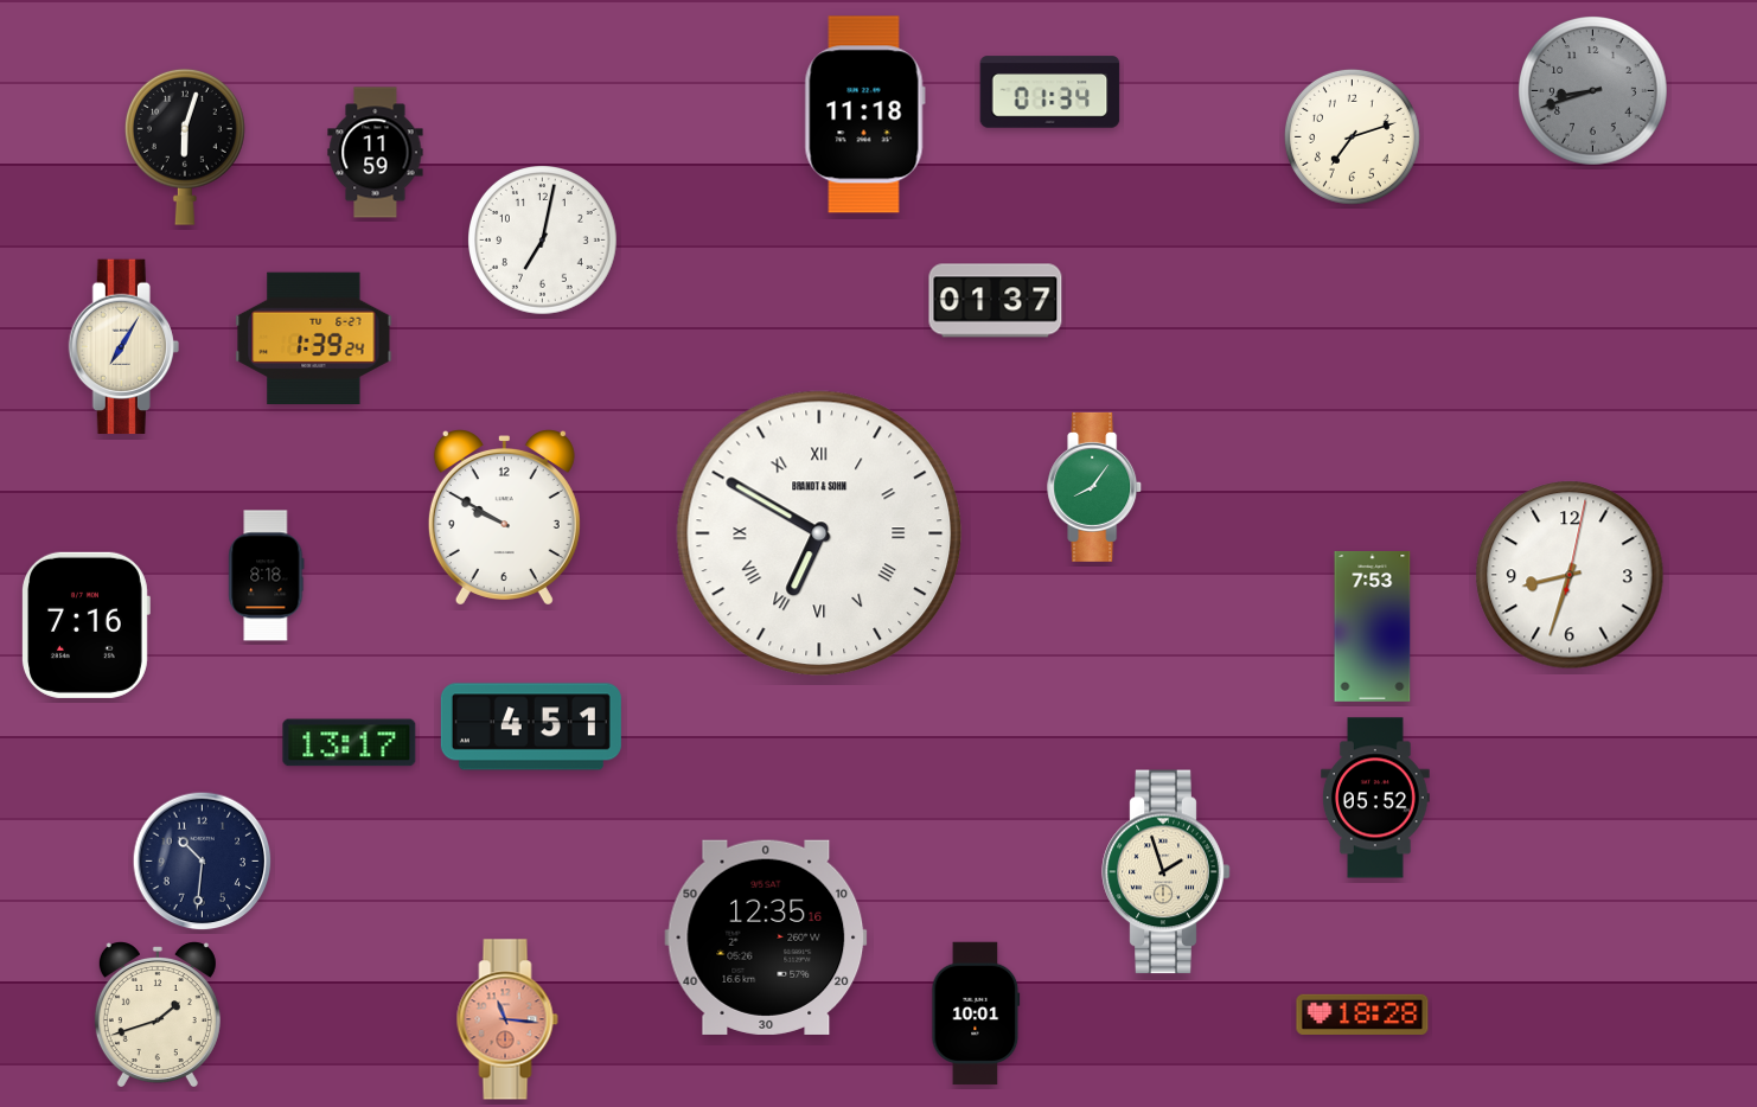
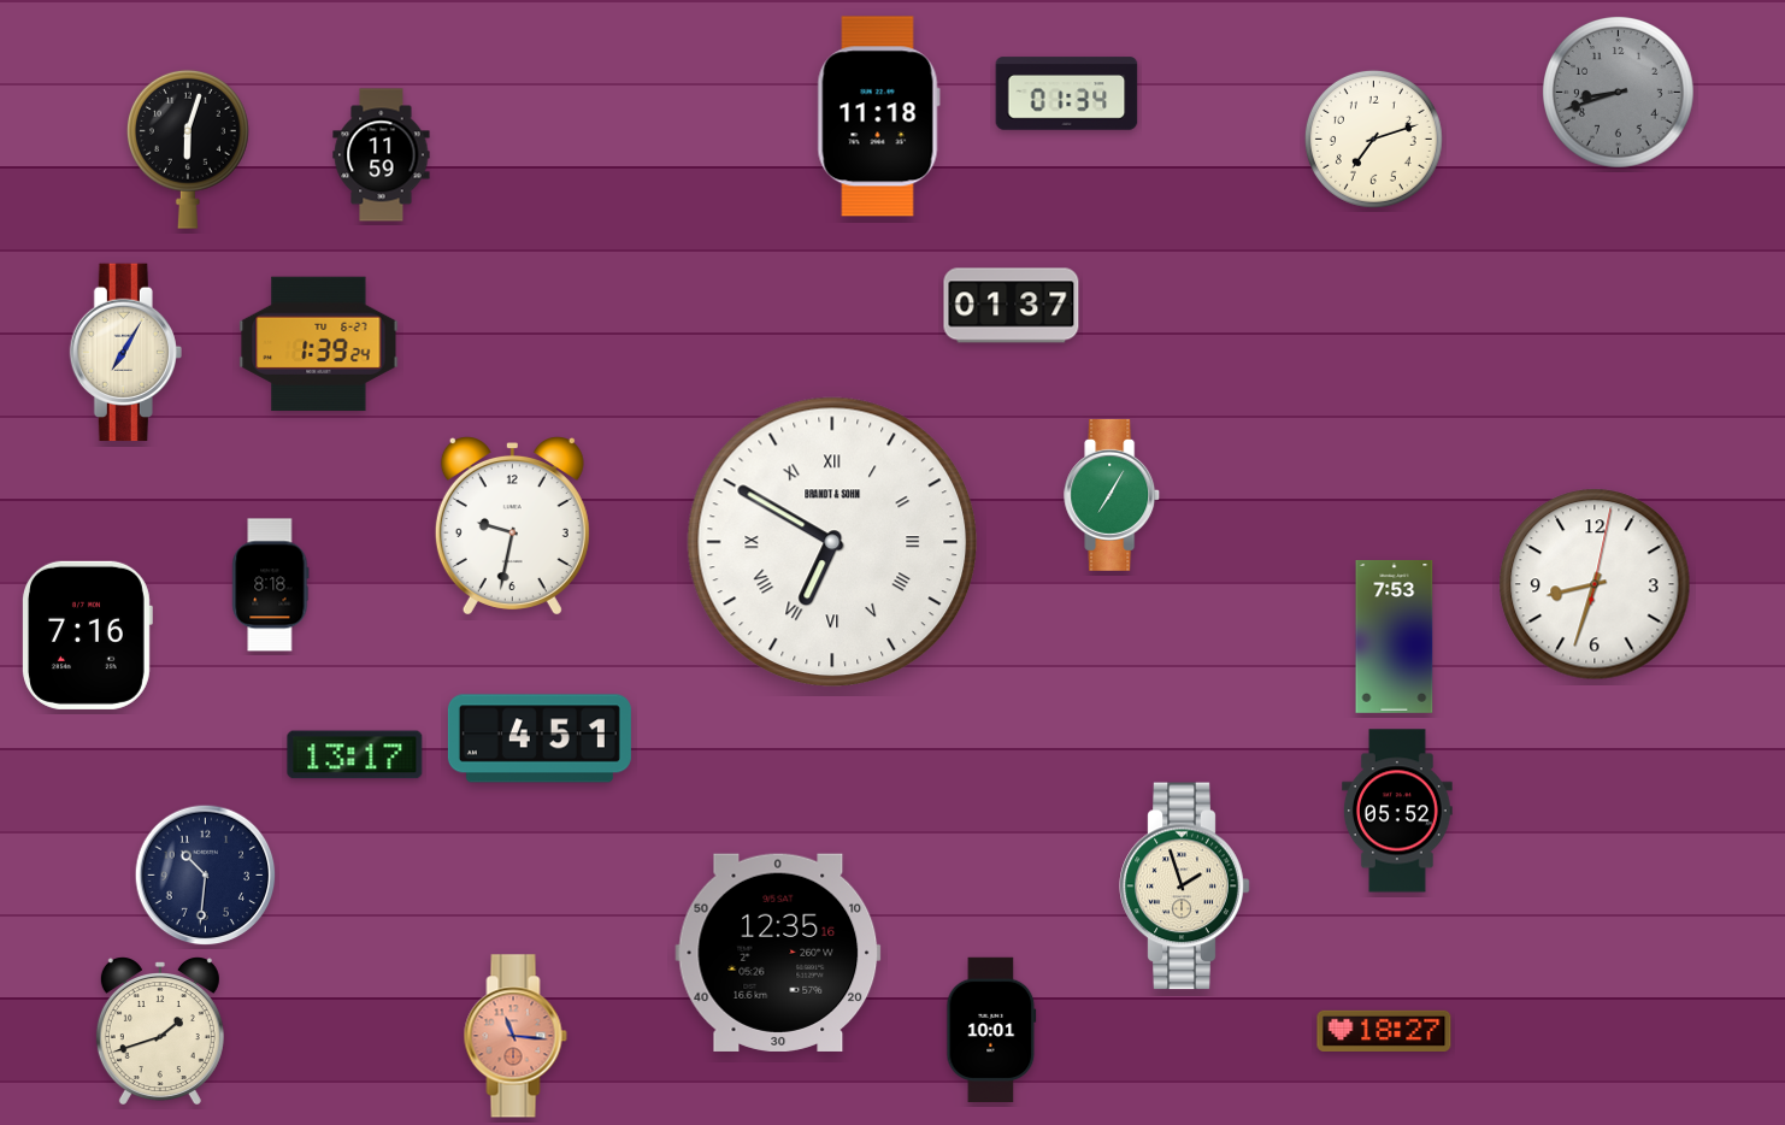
clock at (543, 241): 7:02 -> none
clock at (1095, 487): 8:06 -> 7:05
clock at (504, 518): 9:50 -> 9:32
clock at (1362, 1015): 18:28 -> 18:27
